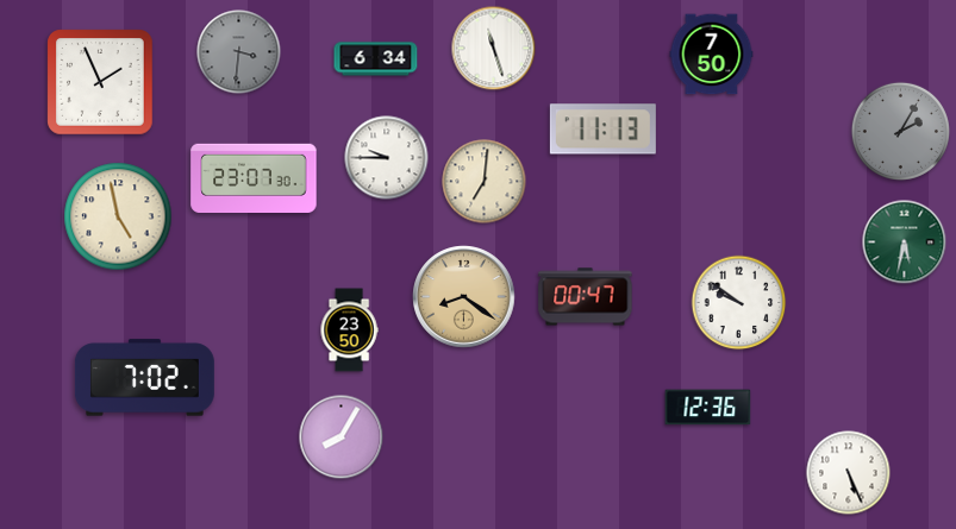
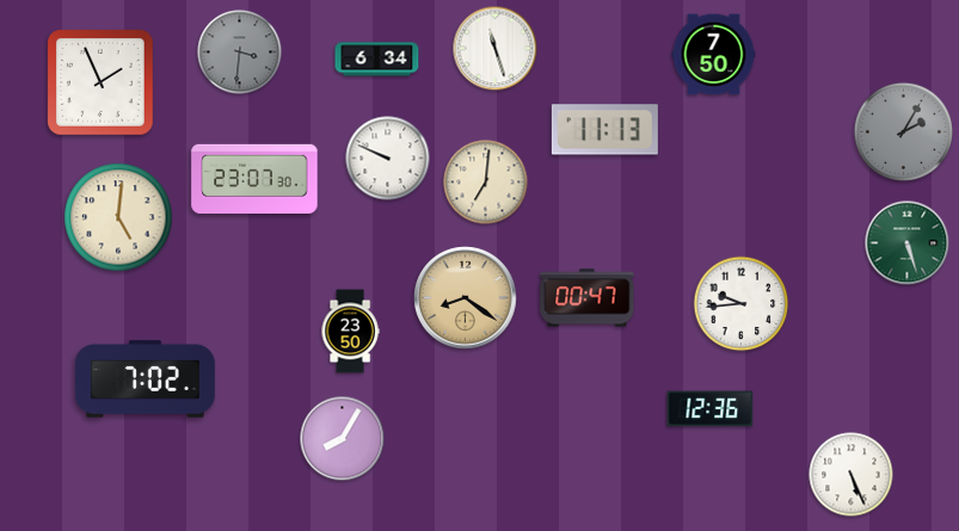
clock at (387, 158): 9:45 -> 9:49
clock at (118, 216): 4:58 -> 5:01
clock at (905, 243): 5:32 -> 5:27
clock at (739, 303): 9:51 -> 9:44
